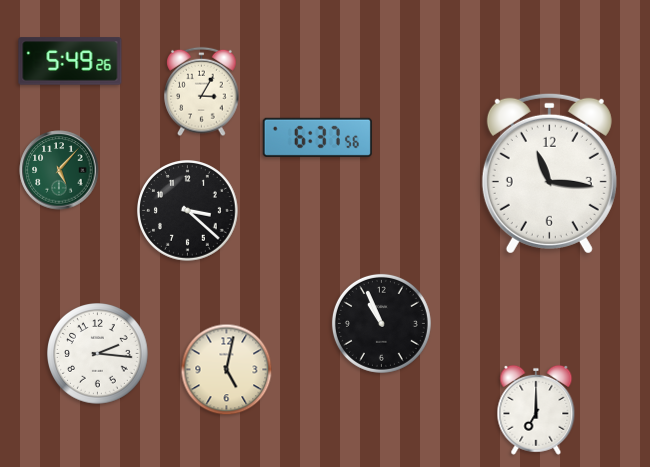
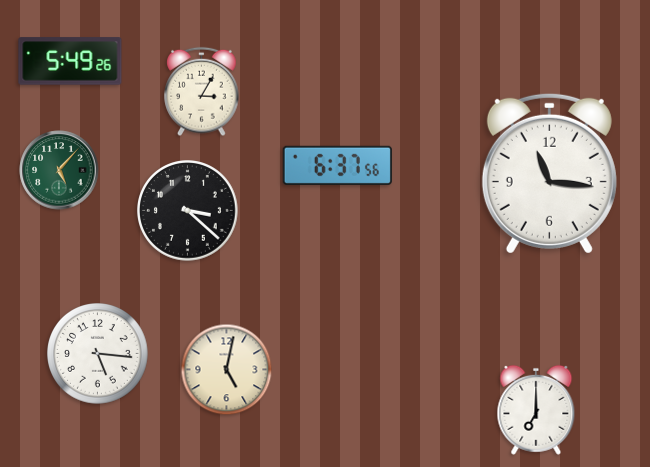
clock at (317, 137) position: (317, 137) -> (337, 165)
clock at (381, 323): 10:56 -> none
clock at (98, 354): 2:16 -> 5:16
